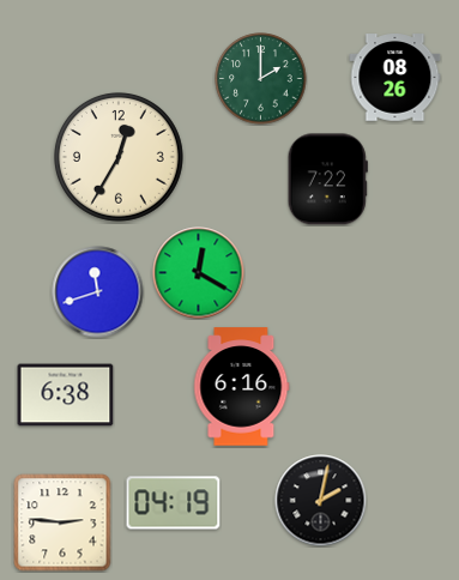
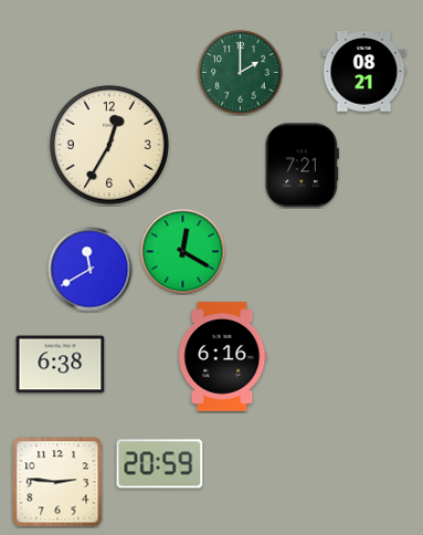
clock at (395, 78): 08:26 -> 08:21
clock at (327, 180): 7:22 -> 7:21
clock at (98, 292): 11:42 -> 11:40
clock at (321, 501): 2:02 -> none
clock at (174, 503): 04:19 -> 20:59
